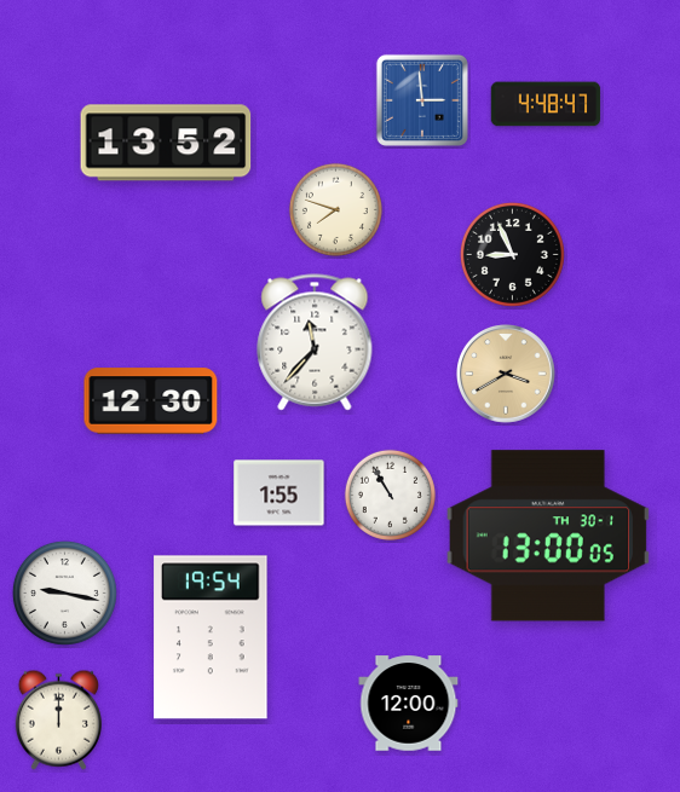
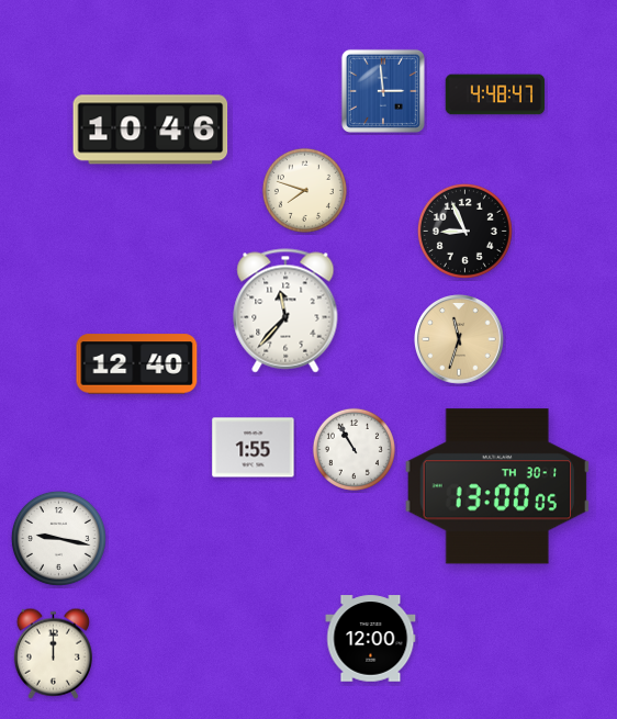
clock at (166, 143): 13:52 -> 10:46
clock at (507, 375): 3:40 -> 11:33
clock at (151, 401): 12:30 -> 12:40
clock at (211, 637): 19:54 -> none
